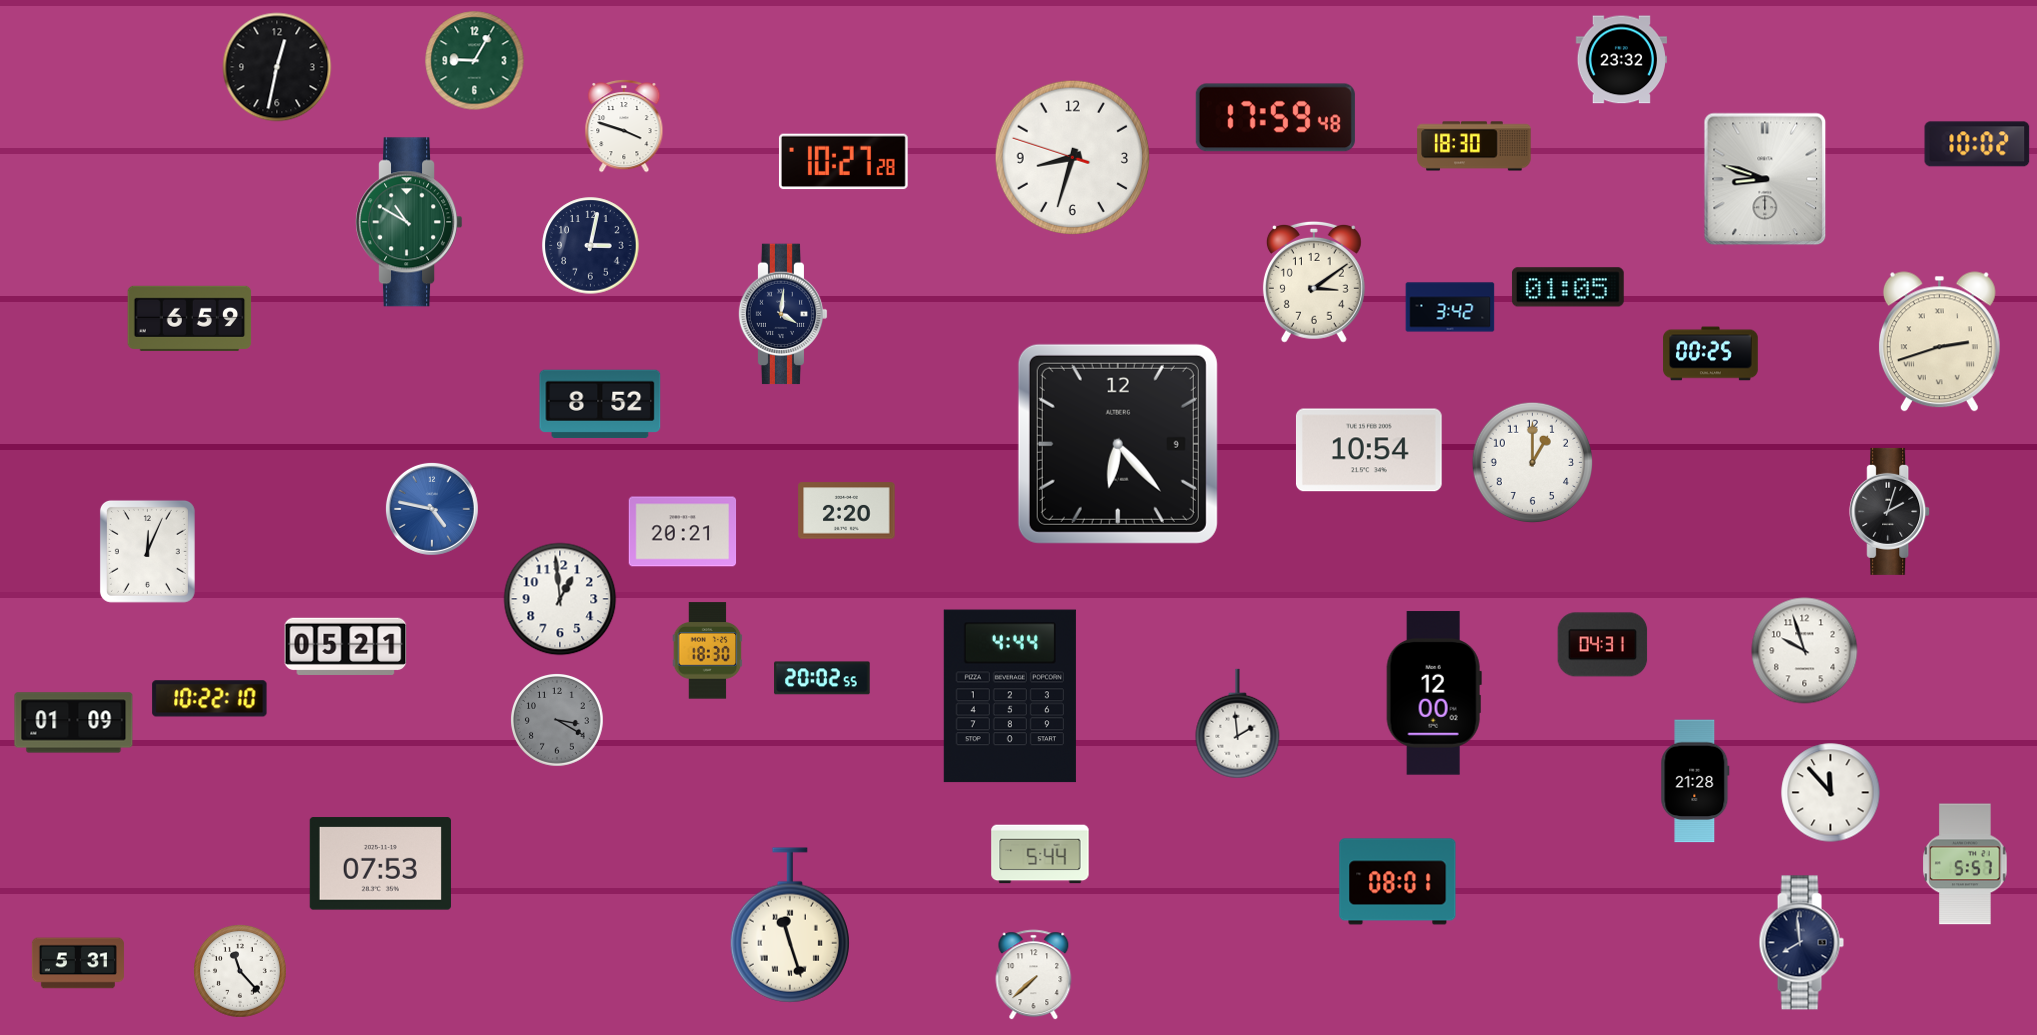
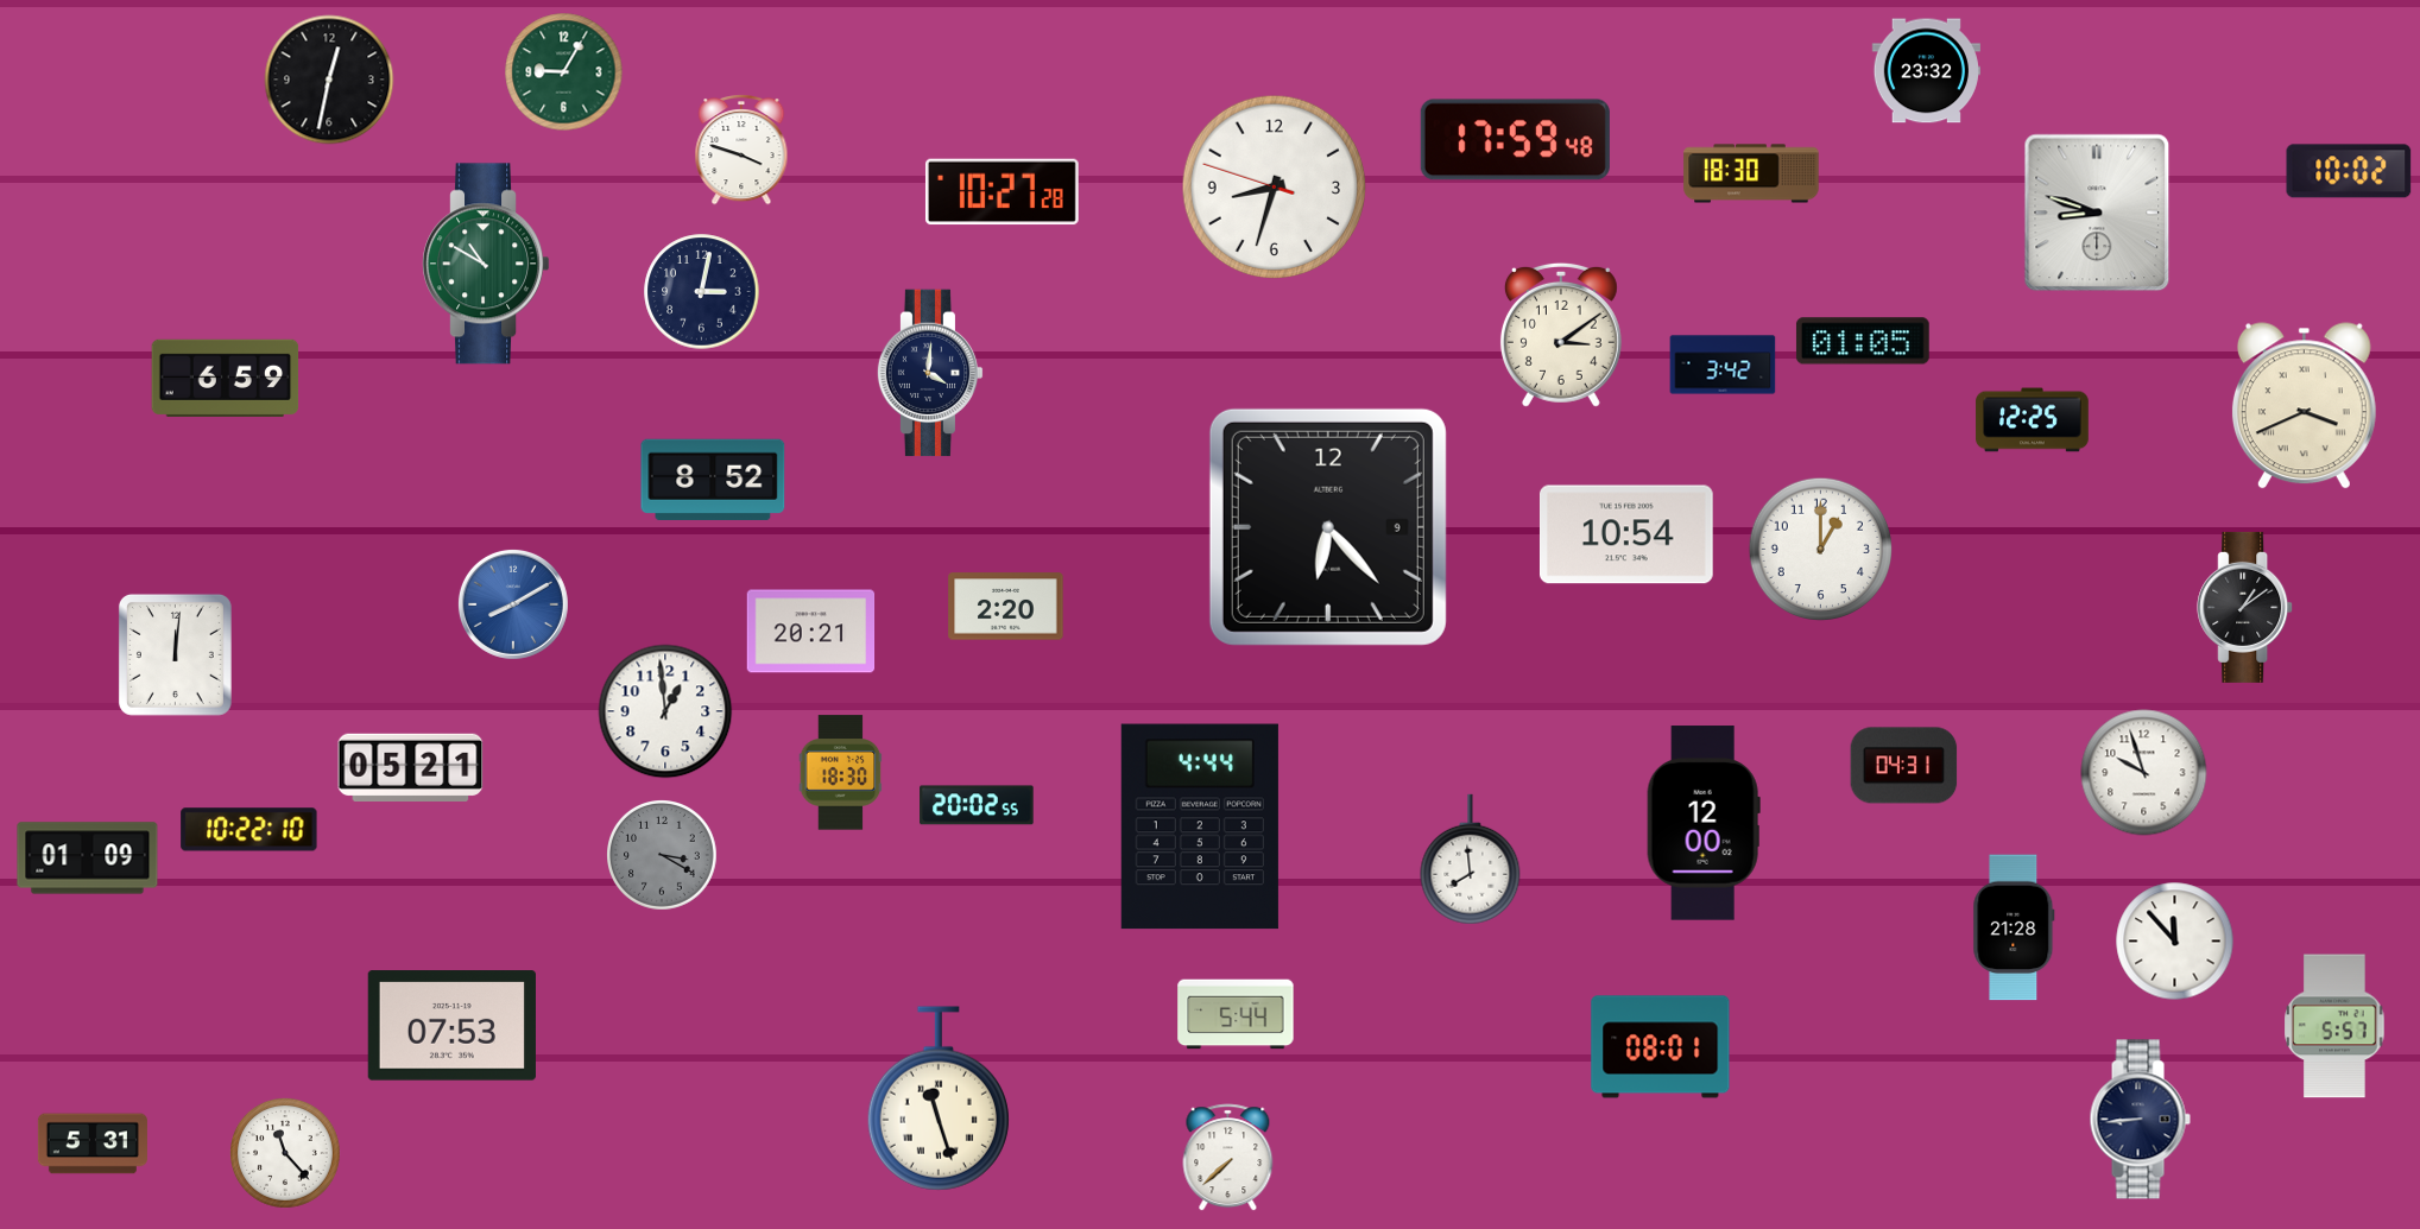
clock at (1939, 342): 2:42 -> 3:41
clock at (1711, 354): 00:25 -> 12:25
clock at (432, 509): 4:47 -> 8:10
clock at (1890, 511): 2:03 -> 1:09
clock at (147, 551): 12:04 -> 12:01
clock at (1238, 724): 1:59 -> 7:59
clock at (1801, 943): 7:59 -> 8:44
